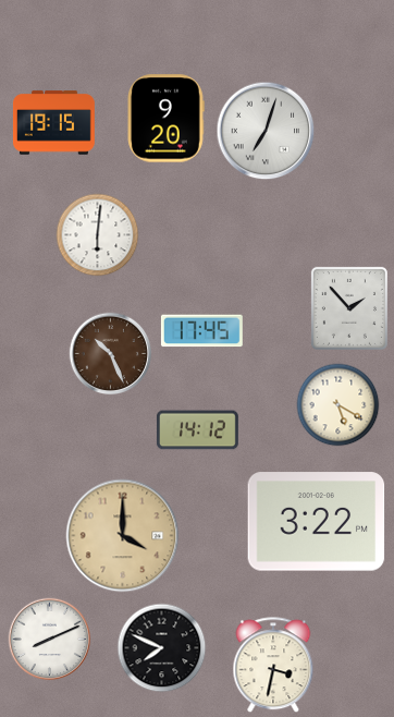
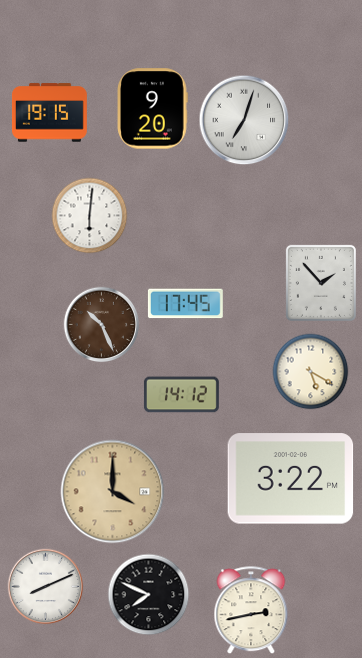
clock at (273, 666): 3:32 -> 2:43
